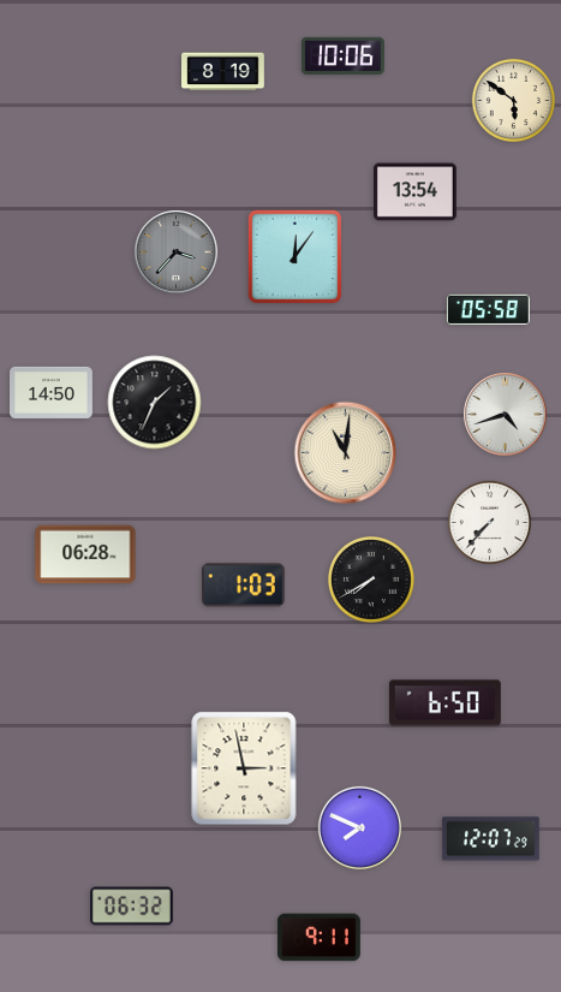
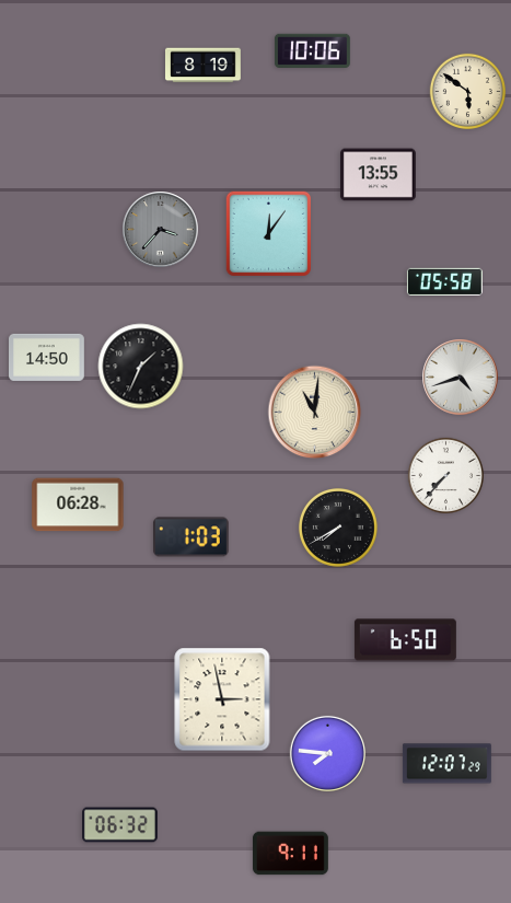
clock at (416, 192): 13:54 -> 13:55
clock at (243, 586) position: (243, 586) -> (190, 537)
clock at (359, 827): 7:49 -> 7:46
